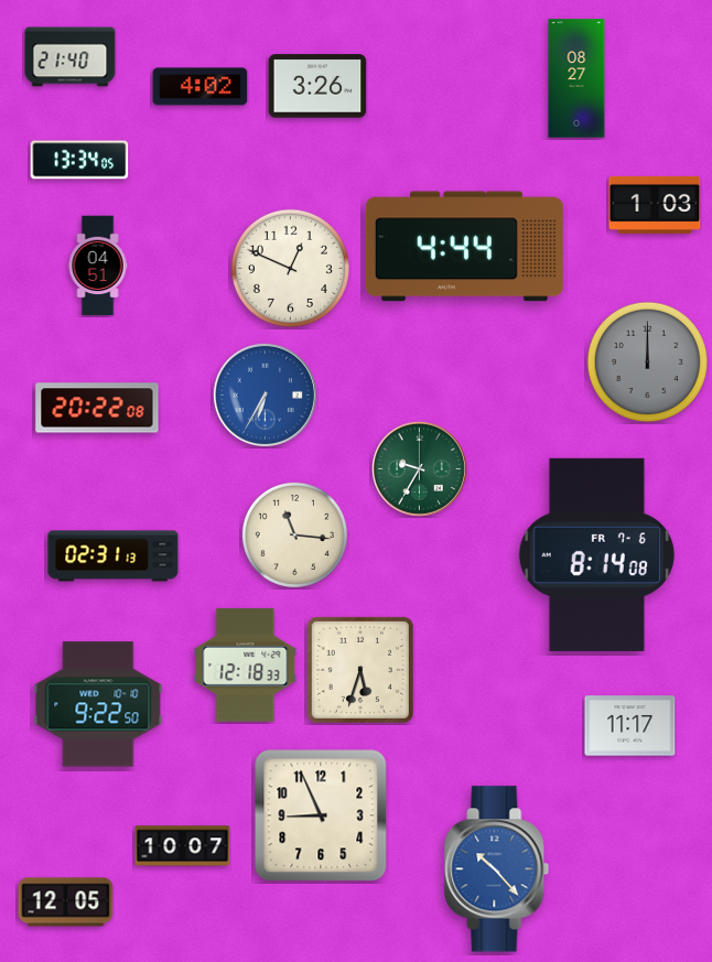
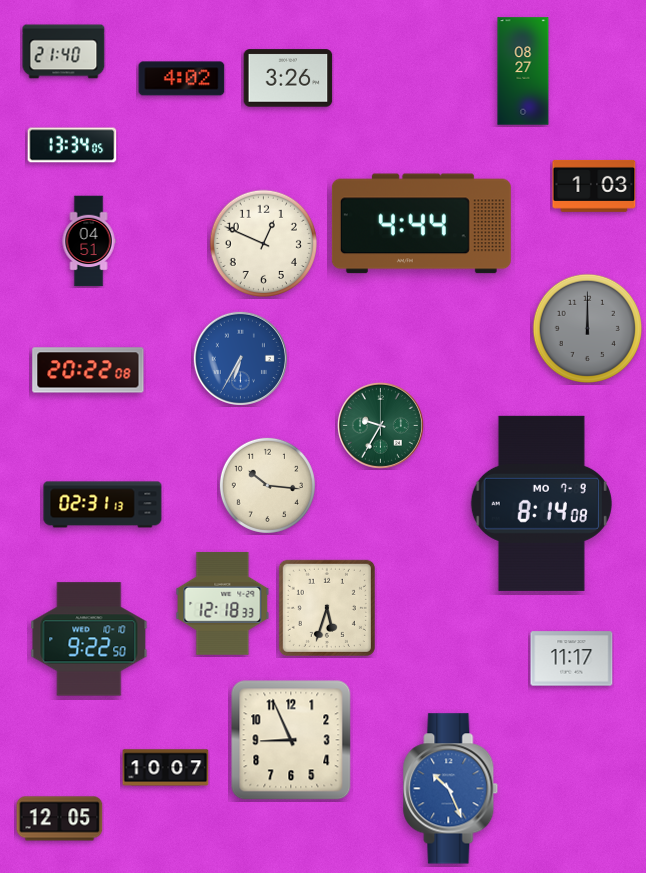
clock at (294, 534): 11:16 -> 10:16
clock at (596, 554) date: FR 7-6 -> MO 7-9
clock at (497, 869): 10:23 -> 10:26
